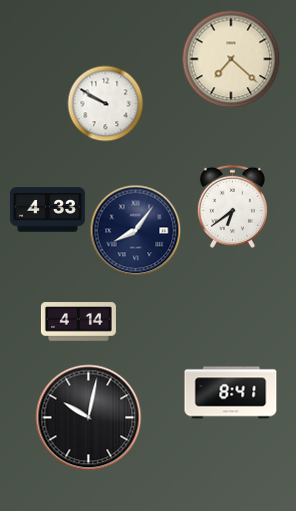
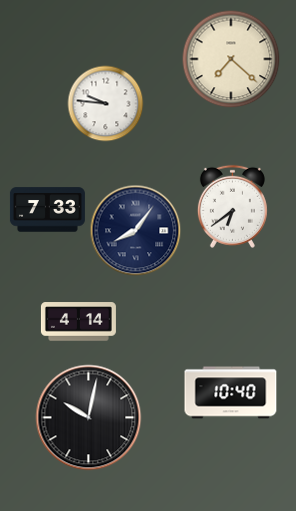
clock at (106, 104): 9:50 -> 9:46
clock at (47, 210): 4:33 -> 7:33
clock at (231, 393): 8:41 -> 10:40
